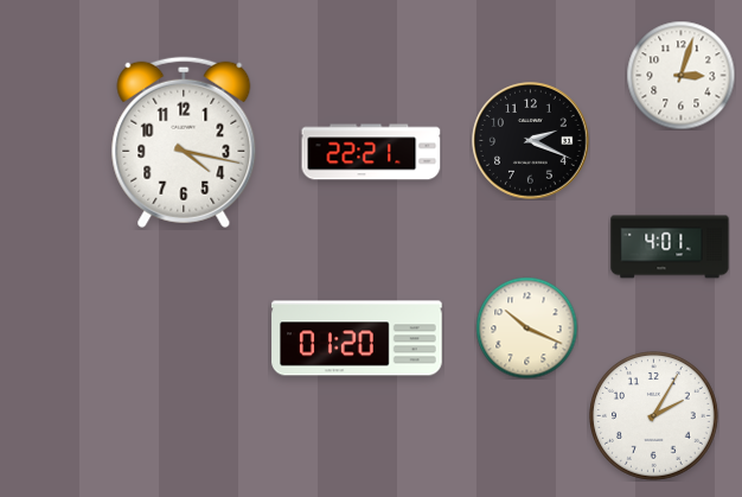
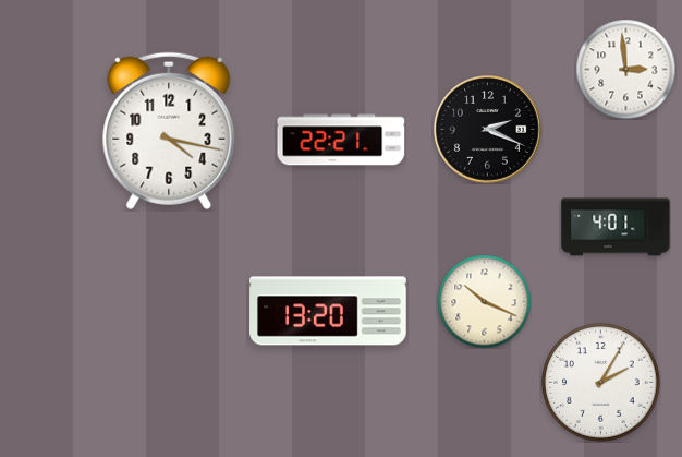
clock at (680, 75): 3:03 -> 2:59
clock at (357, 338): 01:20 -> 13:20
